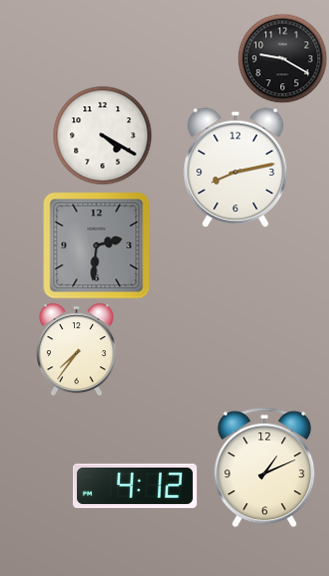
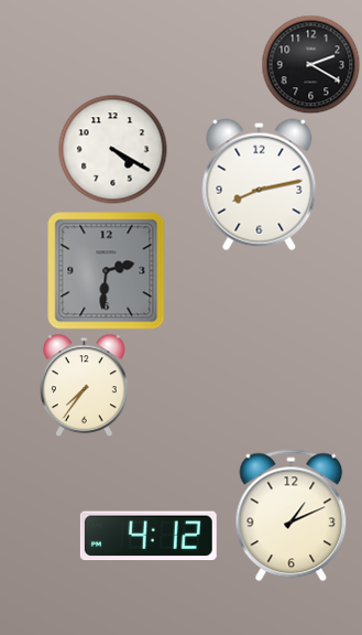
clock at (282, 58): 9:20 -> 2:20
